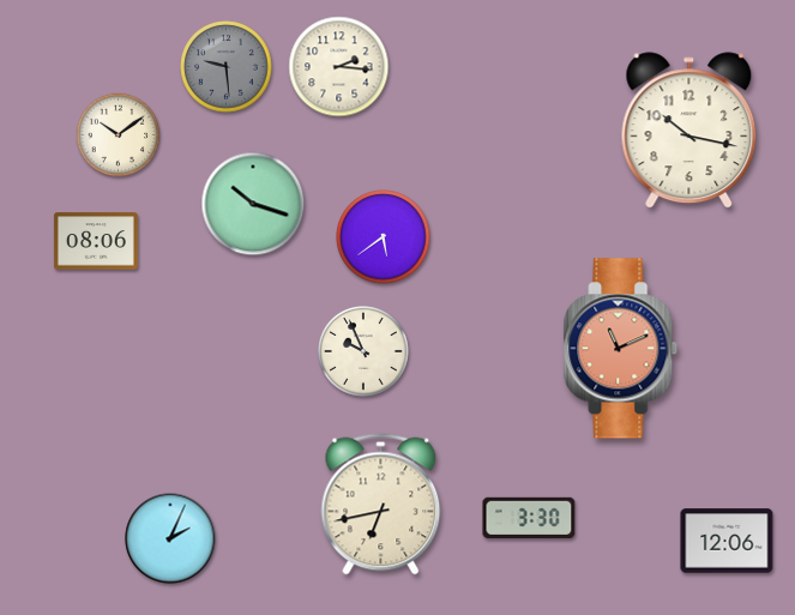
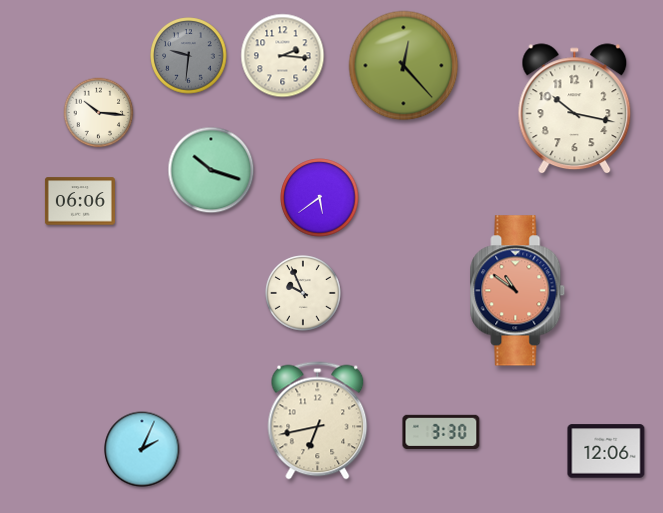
clock at (227, 67): 9:29 -> 9:31
clock at (404, 66): none -> 12:23
clock at (119, 135): 10:09 -> 10:16
clock at (96, 241): 08:06 -> 06:06
clock at (621, 349): 11:11 -> 10:51
